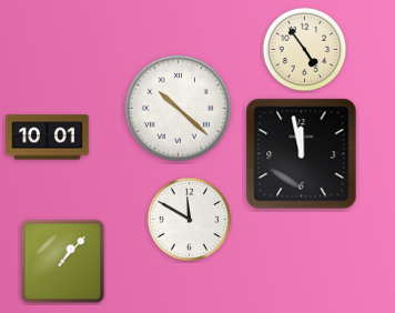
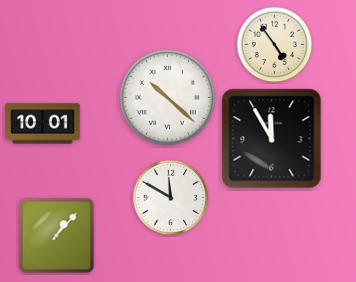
clock at (178, 108) position: (178, 108) -> (167, 97)
clock at (302, 154): 11:58 -> 11:55
